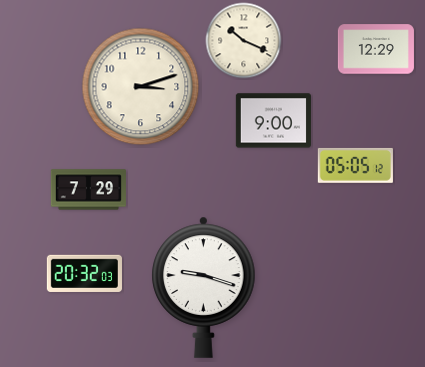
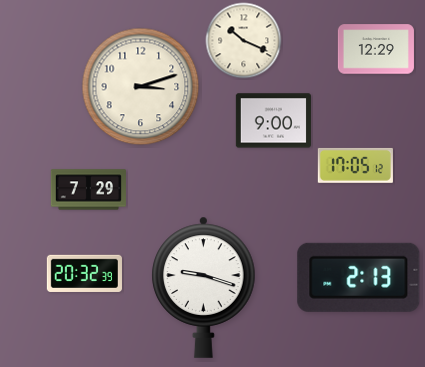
clock at (355, 165): 05:05 -> 17:05
clock at (84, 273): 20:32:03 -> 20:32:39
clock at (359, 277): none -> 2:13
